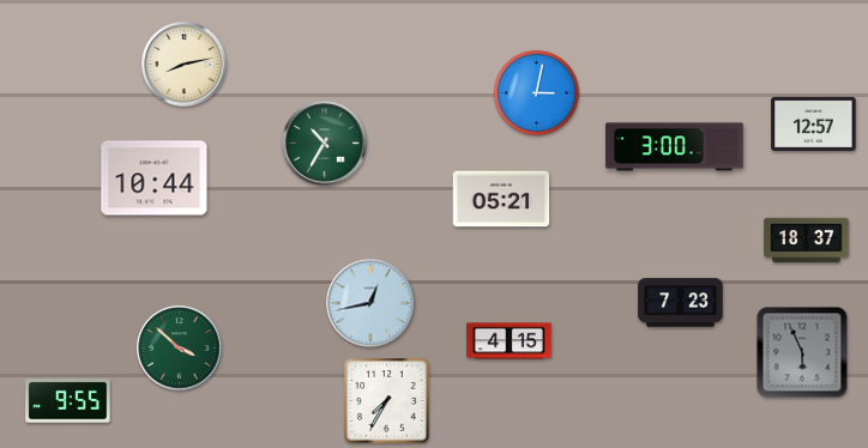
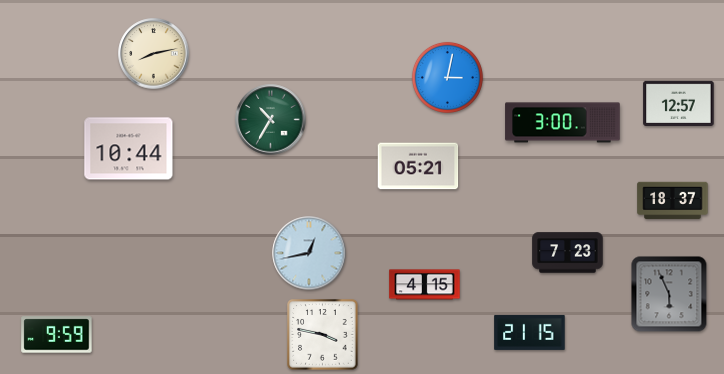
clock at (180, 349): 3:52 -> none
clock at (530, 332): none -> 21:15
clock at (68, 401): 9:55 -> 9:59
clock at (387, 401): 7:35 -> 3:47
